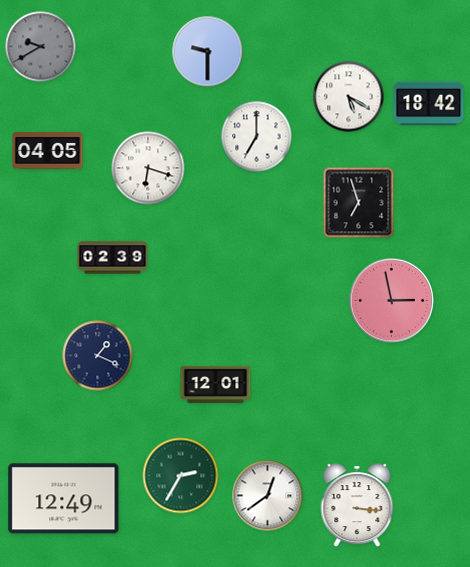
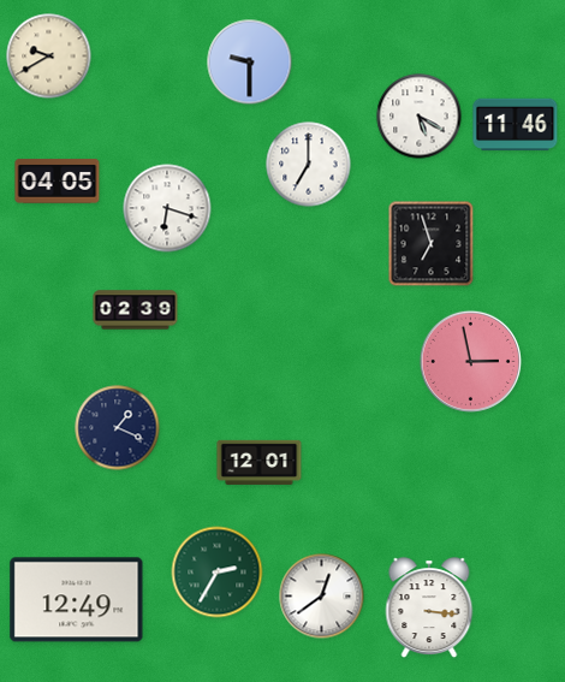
clock at (41, 47) dial: grey -> cream
clock at (429, 104): 18:42 -> 11:46
clock at (148, 168) position: (148, 168) -> (167, 208)
